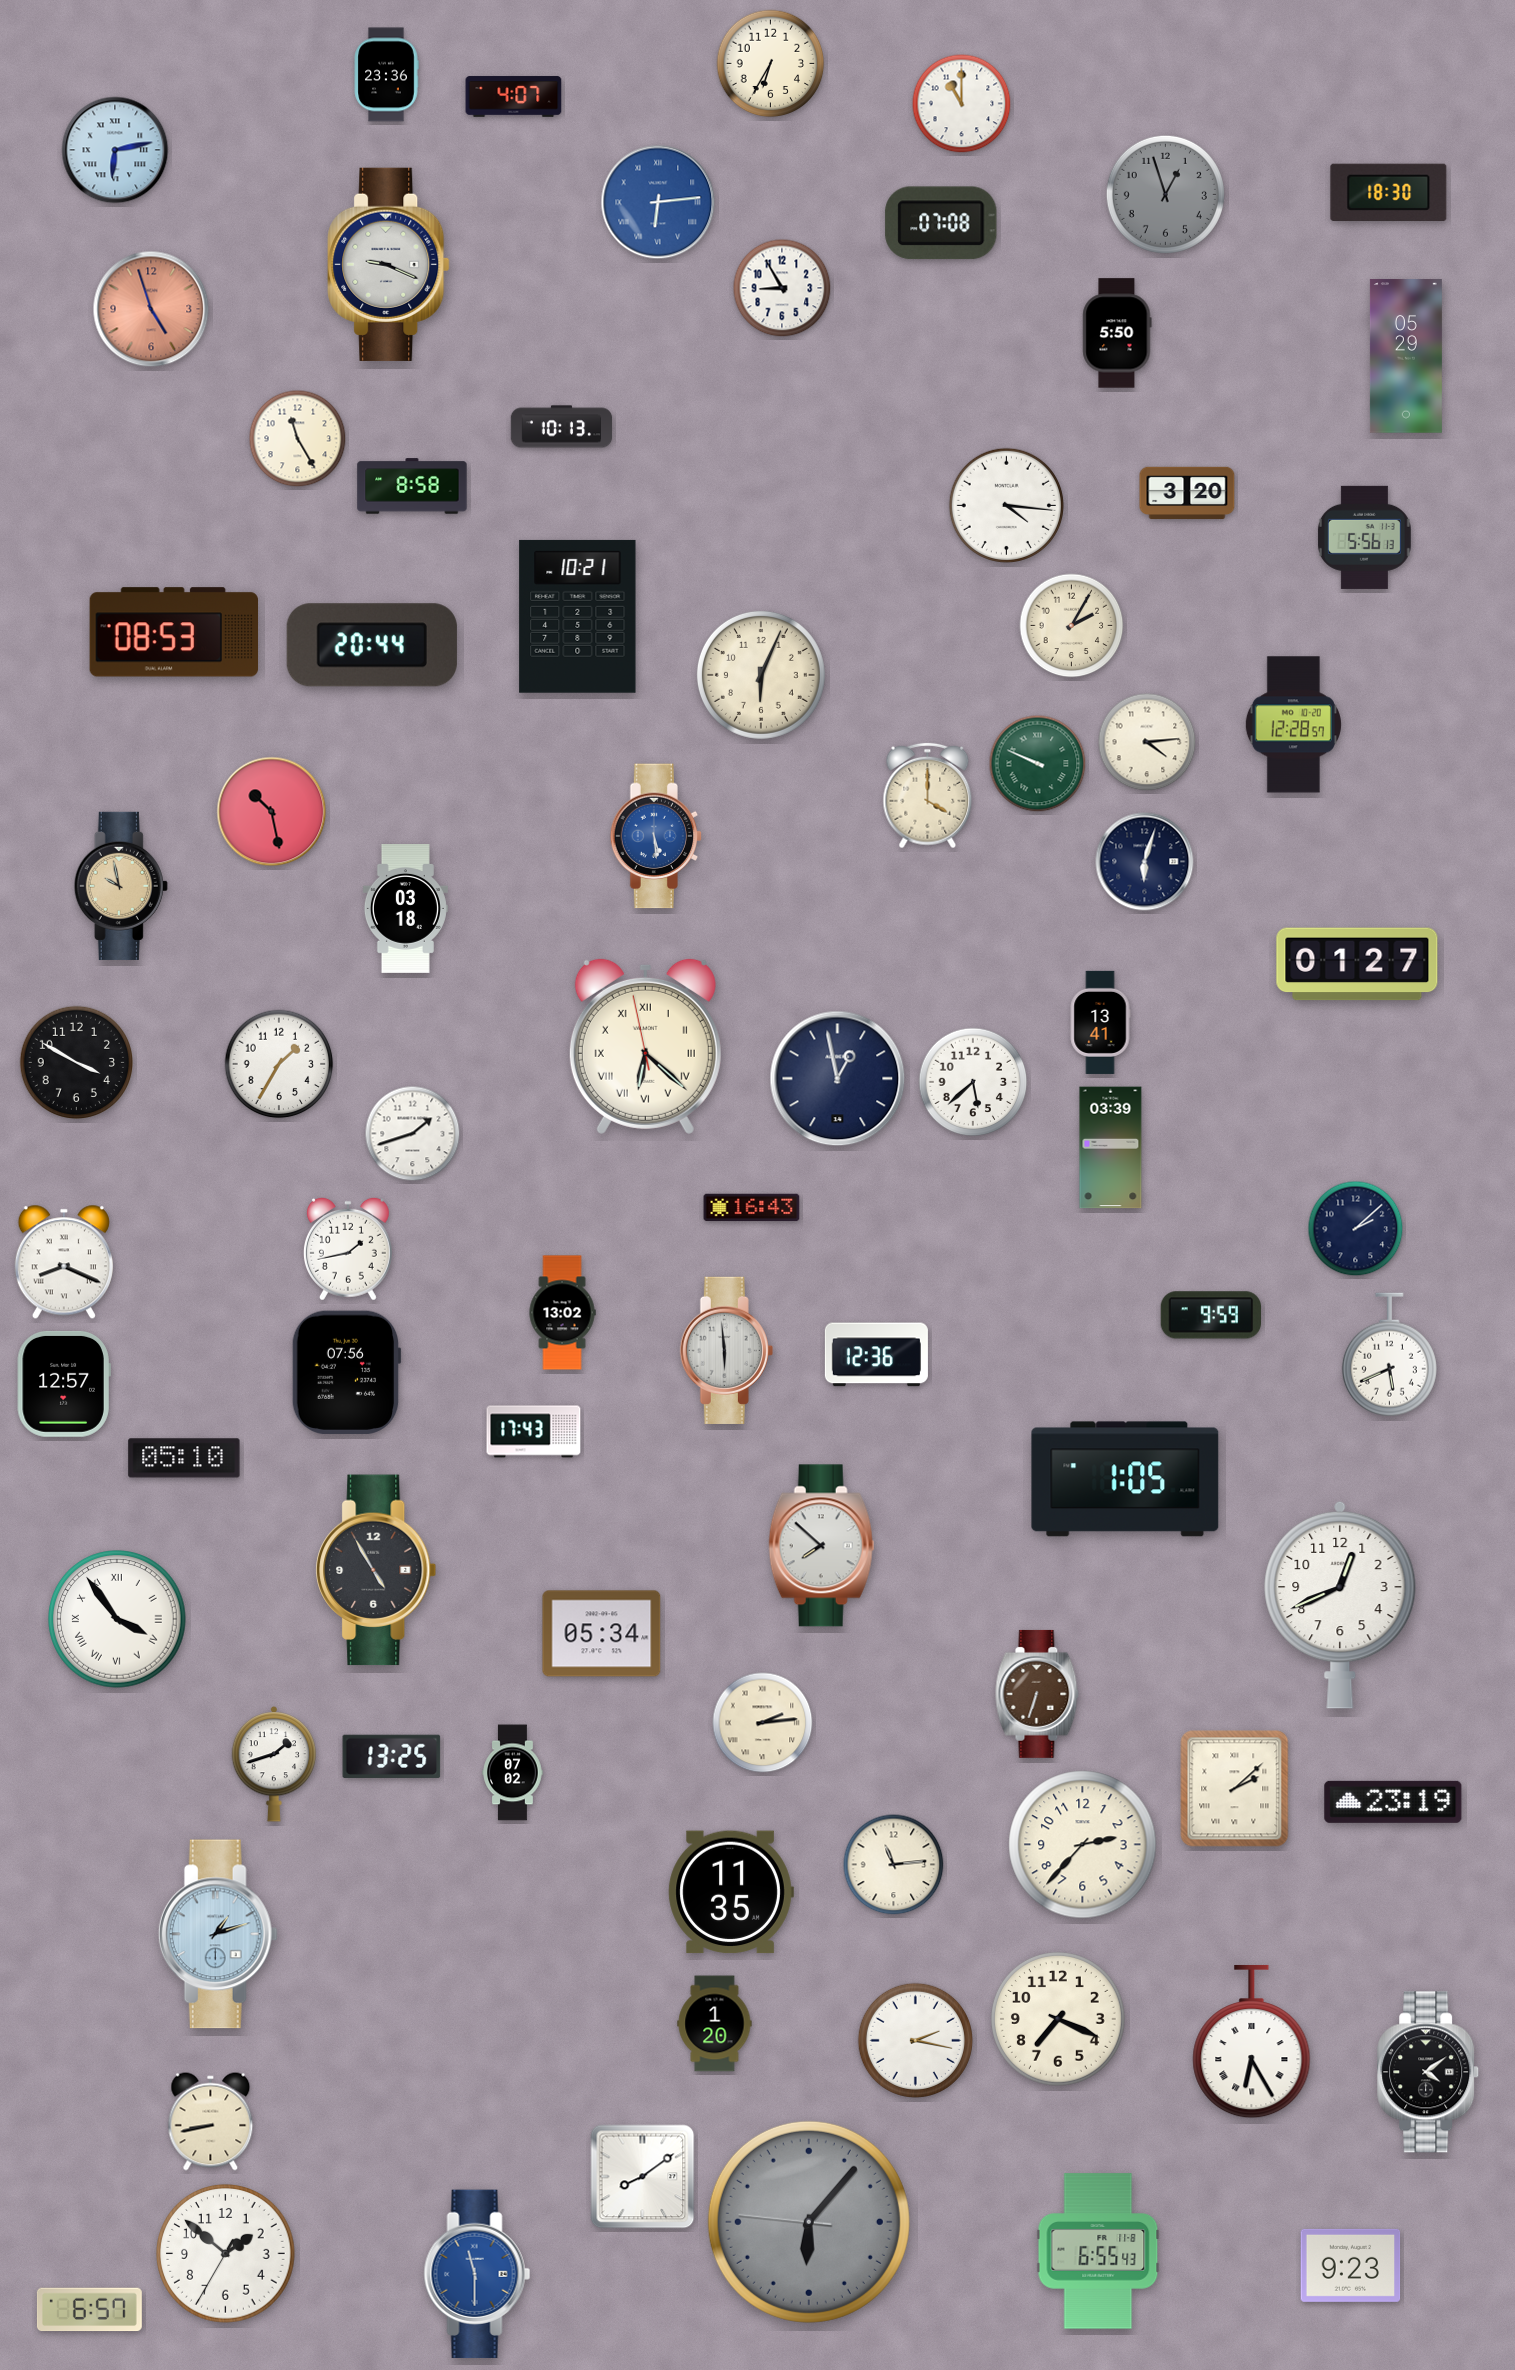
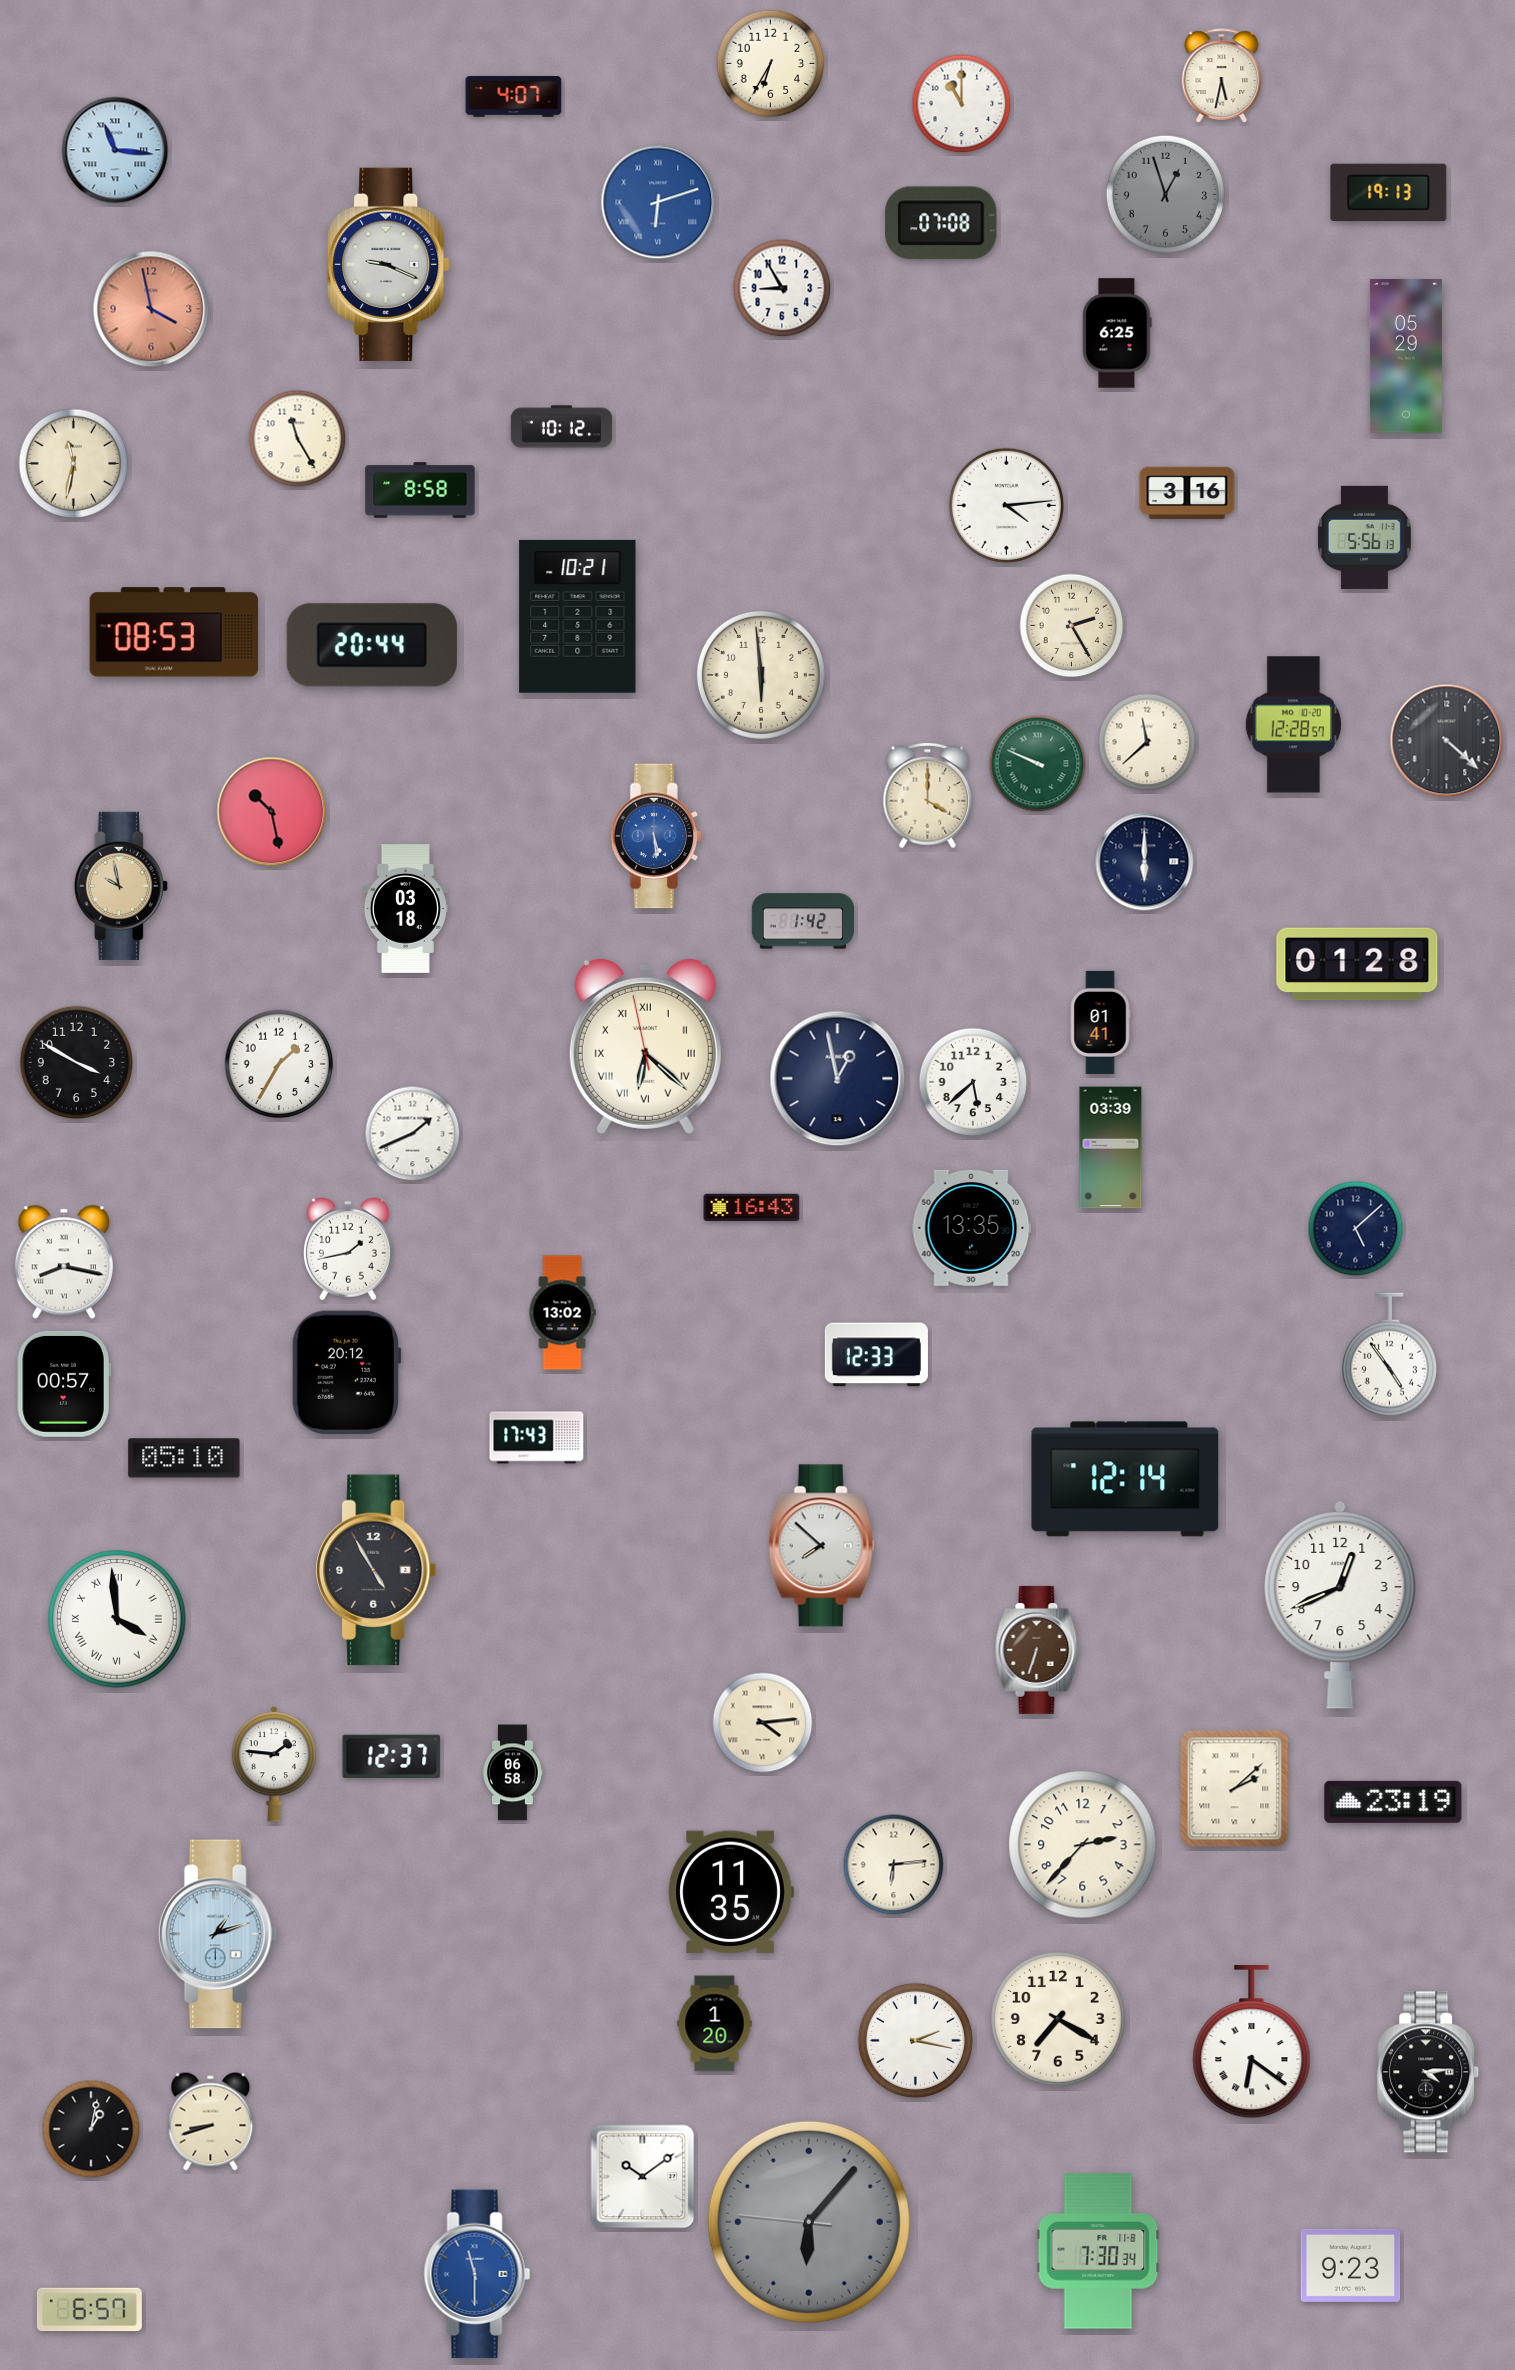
clock at (386, 75): 23:36 -> none
clock at (1222, 76): none -> 5:32
clock at (115, 150): 6:13 -> 11:16
clock at (1389, 192): 18:30 -> 19:13
clock at (658, 202): 6:14 -> 6:12
clock at (151, 309): 4:57 -> 3:58
clock at (1117, 333): 5:50 -> 6:25
clock at (562, 427): 10:13 -> 10:12
clock at (74, 464): none -> 11:32
clock at (412, 486) position: (412, 486) -> (420, 490)
clock at (1187, 492): 3:20 -> 3:16
clock at (1006, 505): 4:16 -> 4:14
clock at (1072, 626): 2:05 -> 2:25
clock at (761, 675): 6:04 -> 5:59
clock at (1447, 741): none -> 4:22
clock at (1147, 742): 4:14 -> 11:38
clock at (1145, 862): 6:03 -> 6:00
clock at (803, 921): none -> 1:42
clock at (1357, 964): 01:27 -> 01:28
clock at (1100, 1022): 13:41 -> 01:41
clock at (413, 1134): 1:42 -> 1:41
clock at (971, 1228): none -> 13:35
clock at (1356, 1229): 2:08 -> 5:08
clock at (64, 1262): 8:19 -> 8:17
clock at (1210, 1315): 9:59 -> none
clock at (726, 1350): 5:59 -> none
clock at (876, 1355): 12:36 -> 12:33
clock at (1389, 1355): 5:41 -> 4:54
clock at (346, 1372): 07:56 -> 20:12
clock at (64, 1384): 12:57 -> 00:57
clock at (534, 1432) position: (534, 1432) -> (537, 1438)
clock at (1125, 1479): 1:05 -> 12:14
clock at (117, 1619): 3:54 -> 3:59
clock at (602, 1634): 05:34 -> none
clock at (1037, 1694) position: (1037, 1694) -> (1037, 1650)
clock at (763, 1723): 2:14 -> 4:14
clock at (392, 1756): 13:25 -> 12:37
clock at (274, 1765): 1:42 -> 1:46
clock at (513, 1773): 07:02 -> 06:58
clock at (894, 1865): 11:14 -> 6:14
clock at (1059, 2020): 7:19 -> 7:20
clock at (1252, 2042): 6:25 -> 6:21
clock at (1429, 2072): 4:09 -> 4:14
clock at (211, 2122): 8:43 -> 8:42
clock at (91, 2129): none -> 1:02
clock at (643, 2177): 8:09 -> 10:09
clock at (1098, 2251): 6:55 -> 7:30
clock at (226, 2254): 1:51 -> none
